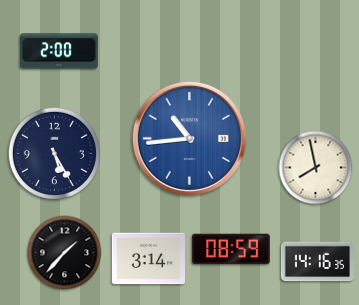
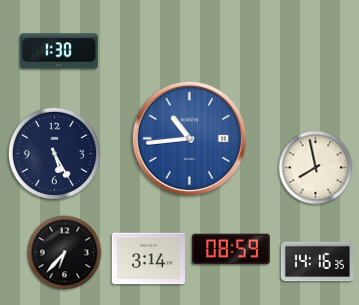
clock at (59, 51): 2:00 -> 1:30
clock at (65, 253): 1:37 -> 6:37
